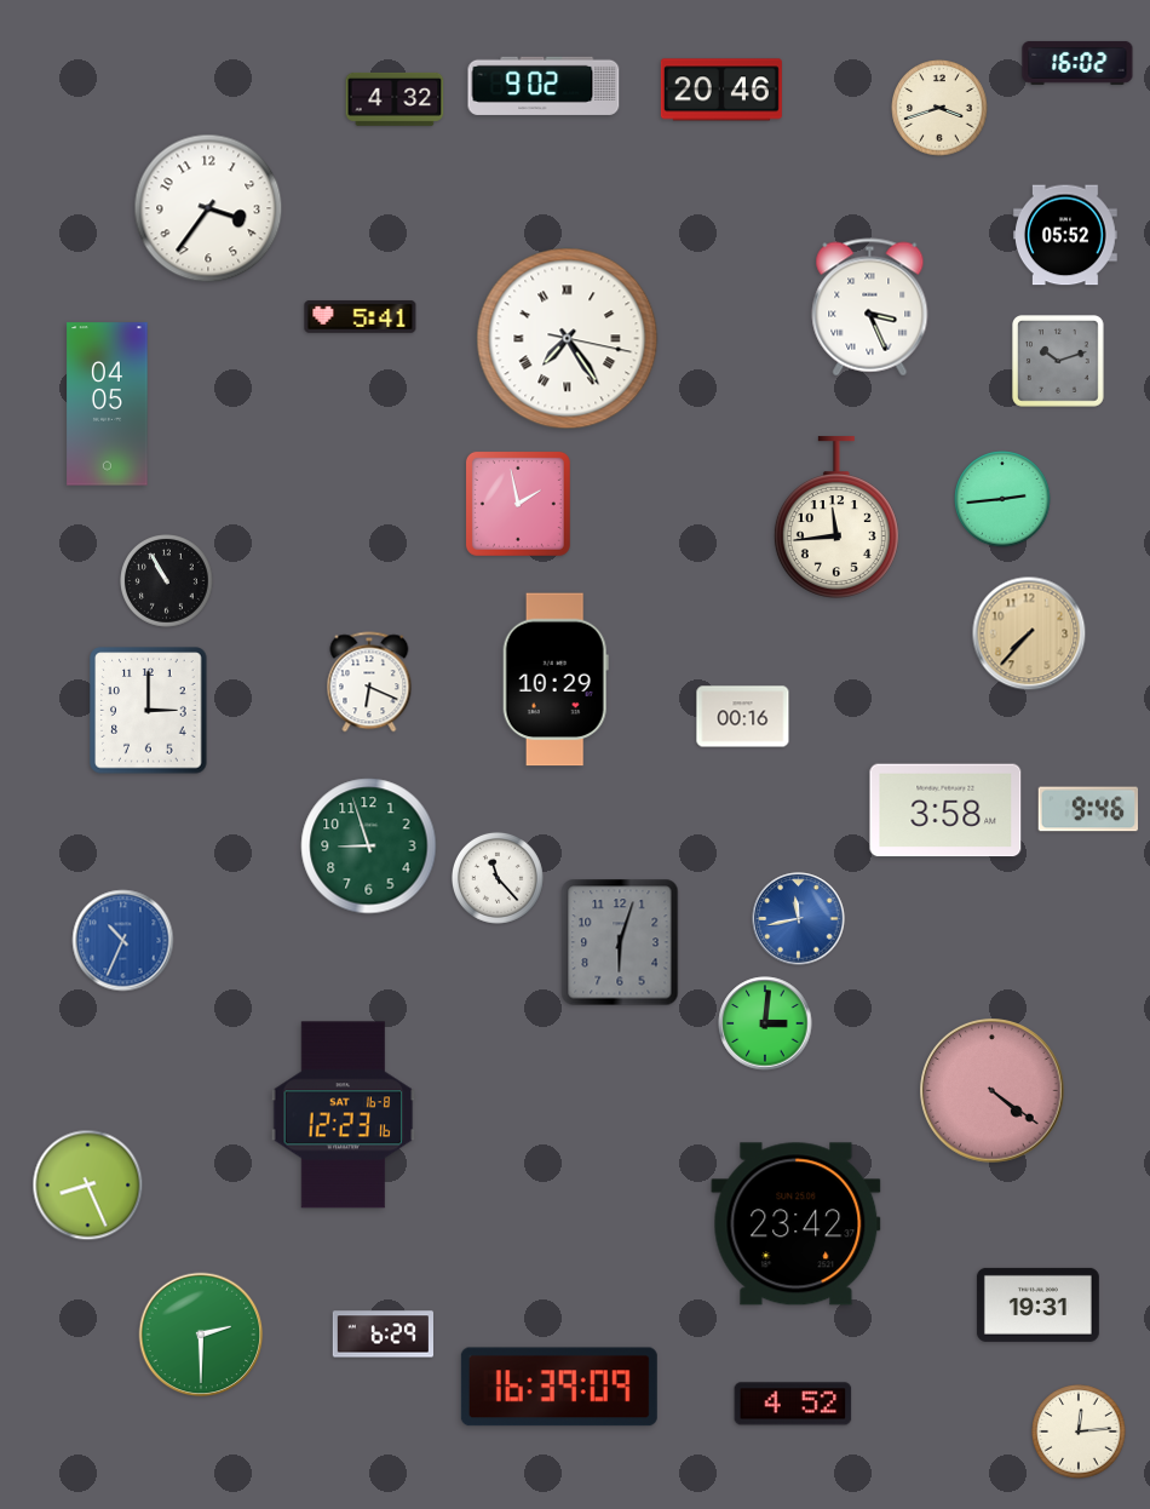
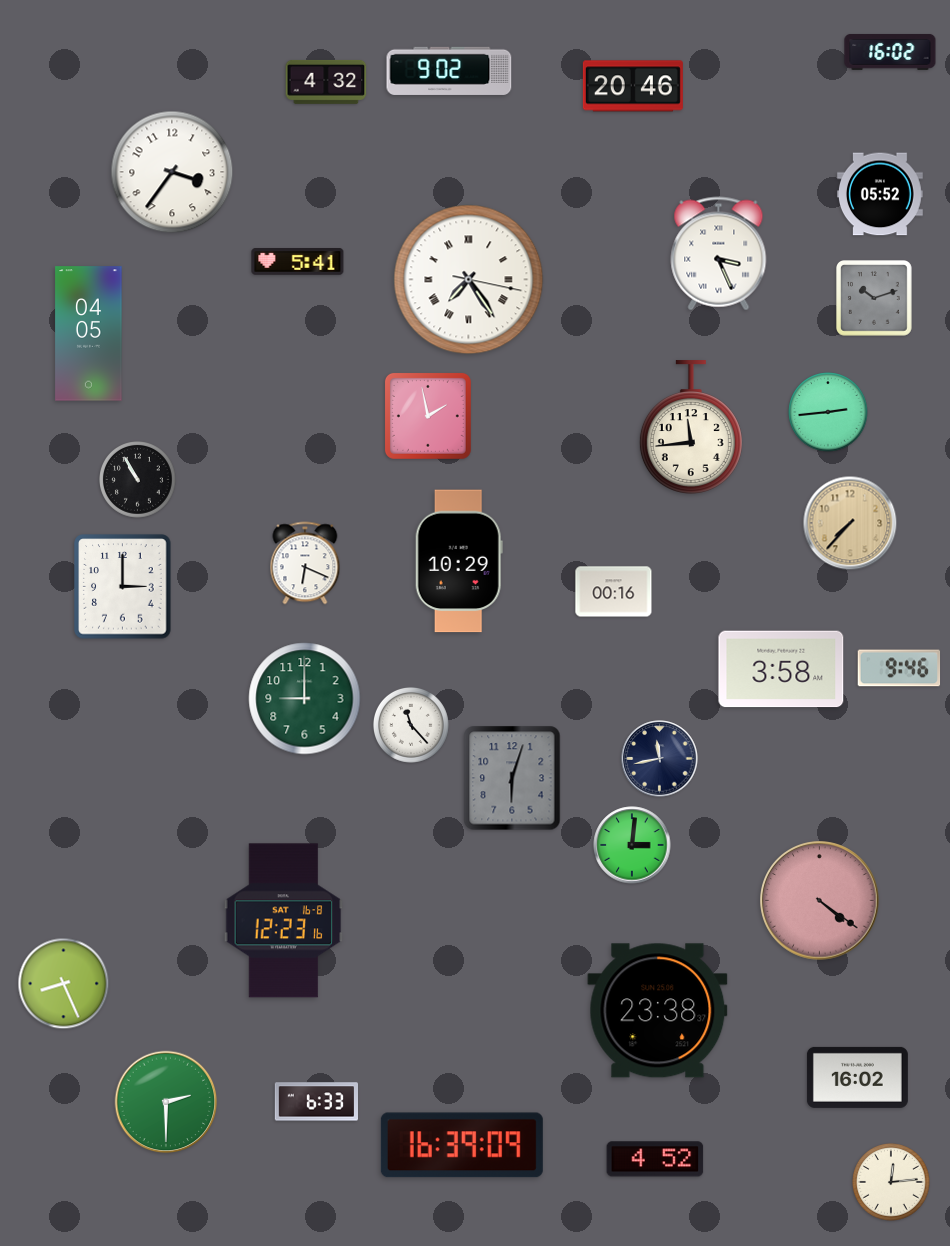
clock at (721, 90) position: (721, 90) -> (633, 86)
clock at (939, 108): 3:42 -> none
clock at (369, 847): 8:57 -> 9:00
clock at (799, 919) dial: blue -> navy
clock at (123, 941): 10:34 -> none
clock at (88, 1186) position: (88, 1186) -> (64, 984)
clock at (797, 1224): 23:42 -> 23:38
clock at (1037, 1304): 19:31 -> 16:02
clock at (383, 1335): 6:29 -> 6:33
